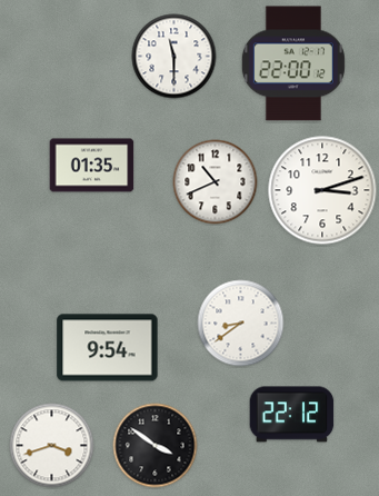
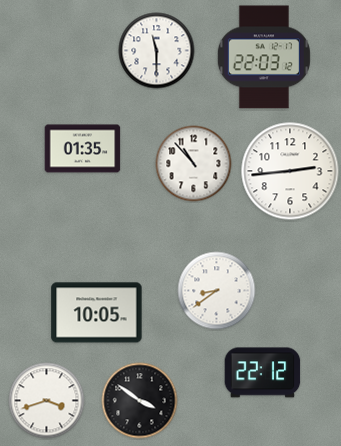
clock at (293, 63): 22:00 -> 22:03
clock at (216, 182): 10:41 -> 10:53
clock at (322, 190): 3:12 -> 2:44
clock at (108, 348): 9:54 -> 10:05
